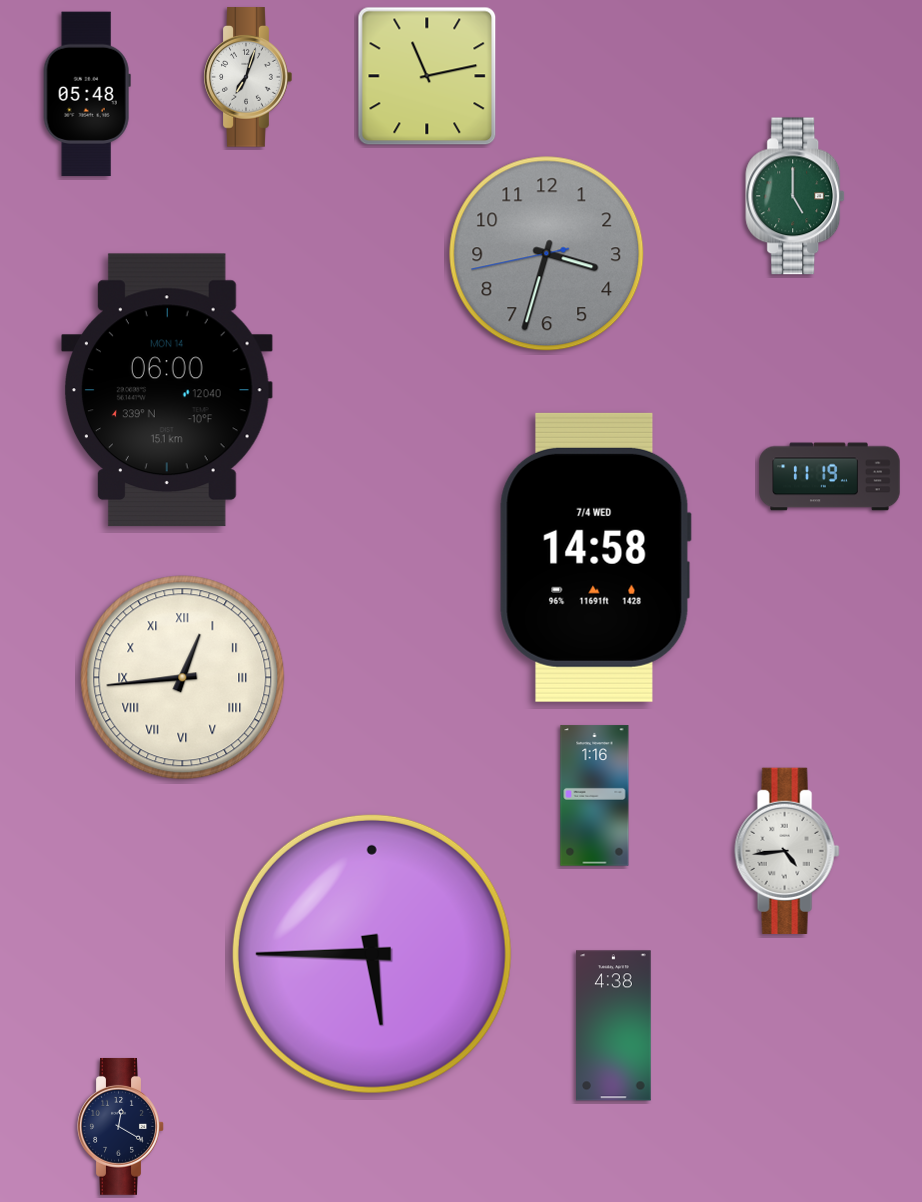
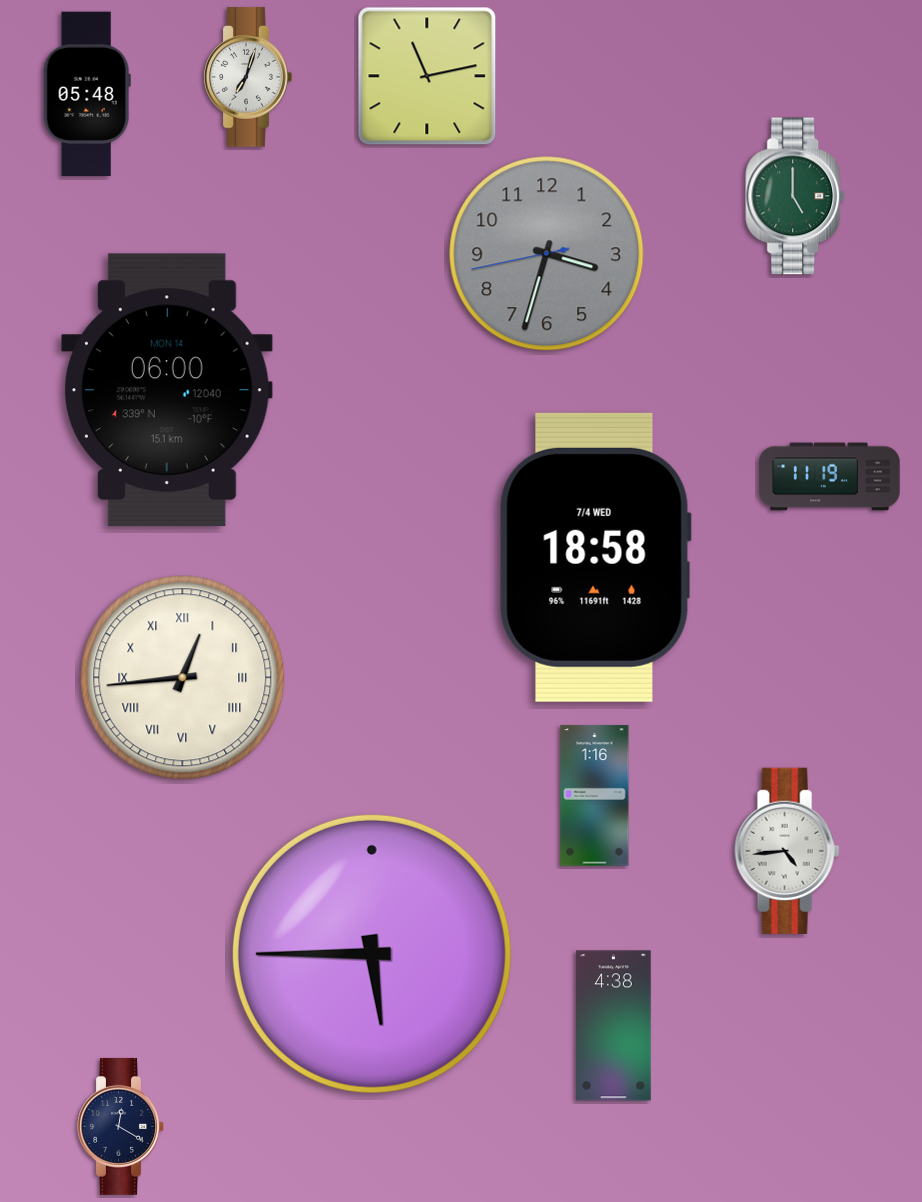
clock at (595, 557): 14:58 -> 18:58
